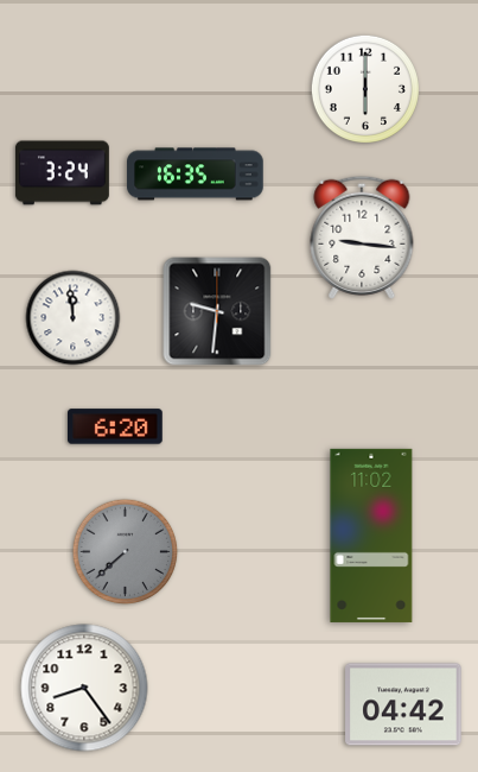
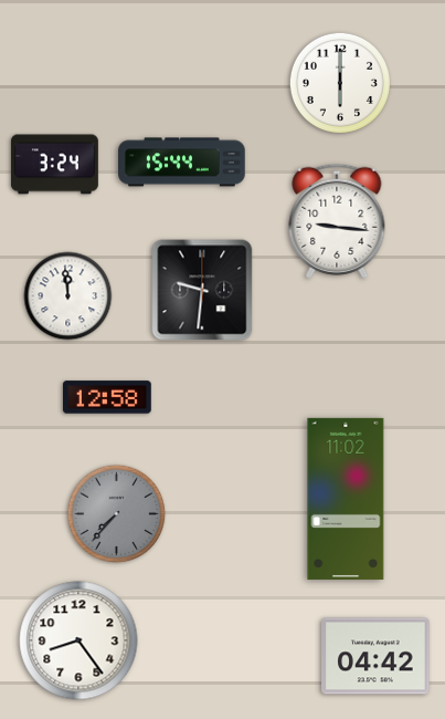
clock at (62, 173) position: (62, 173) -> (54, 165)
clock at (196, 175): 16:35 -> 15:44
clock at (116, 426): 6:20 -> 12:58
clock at (126, 552): 7:38 -> 7:37
